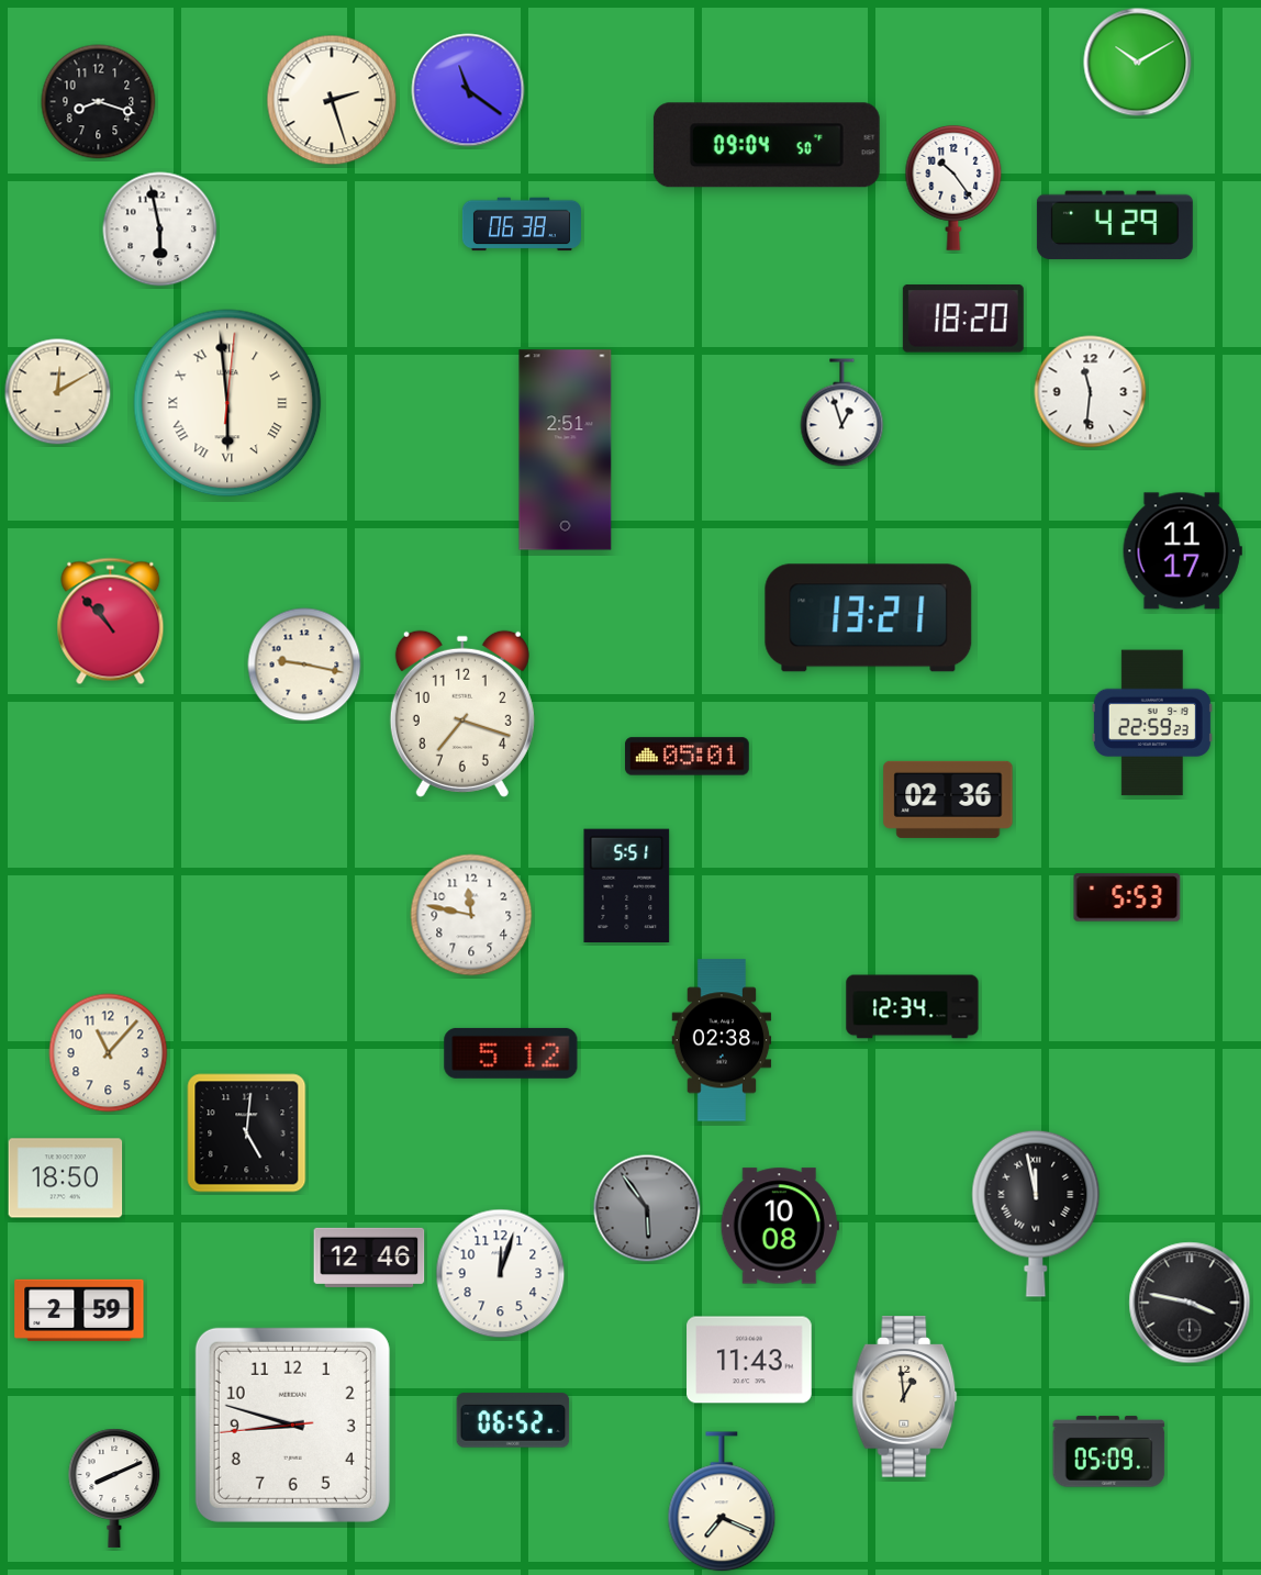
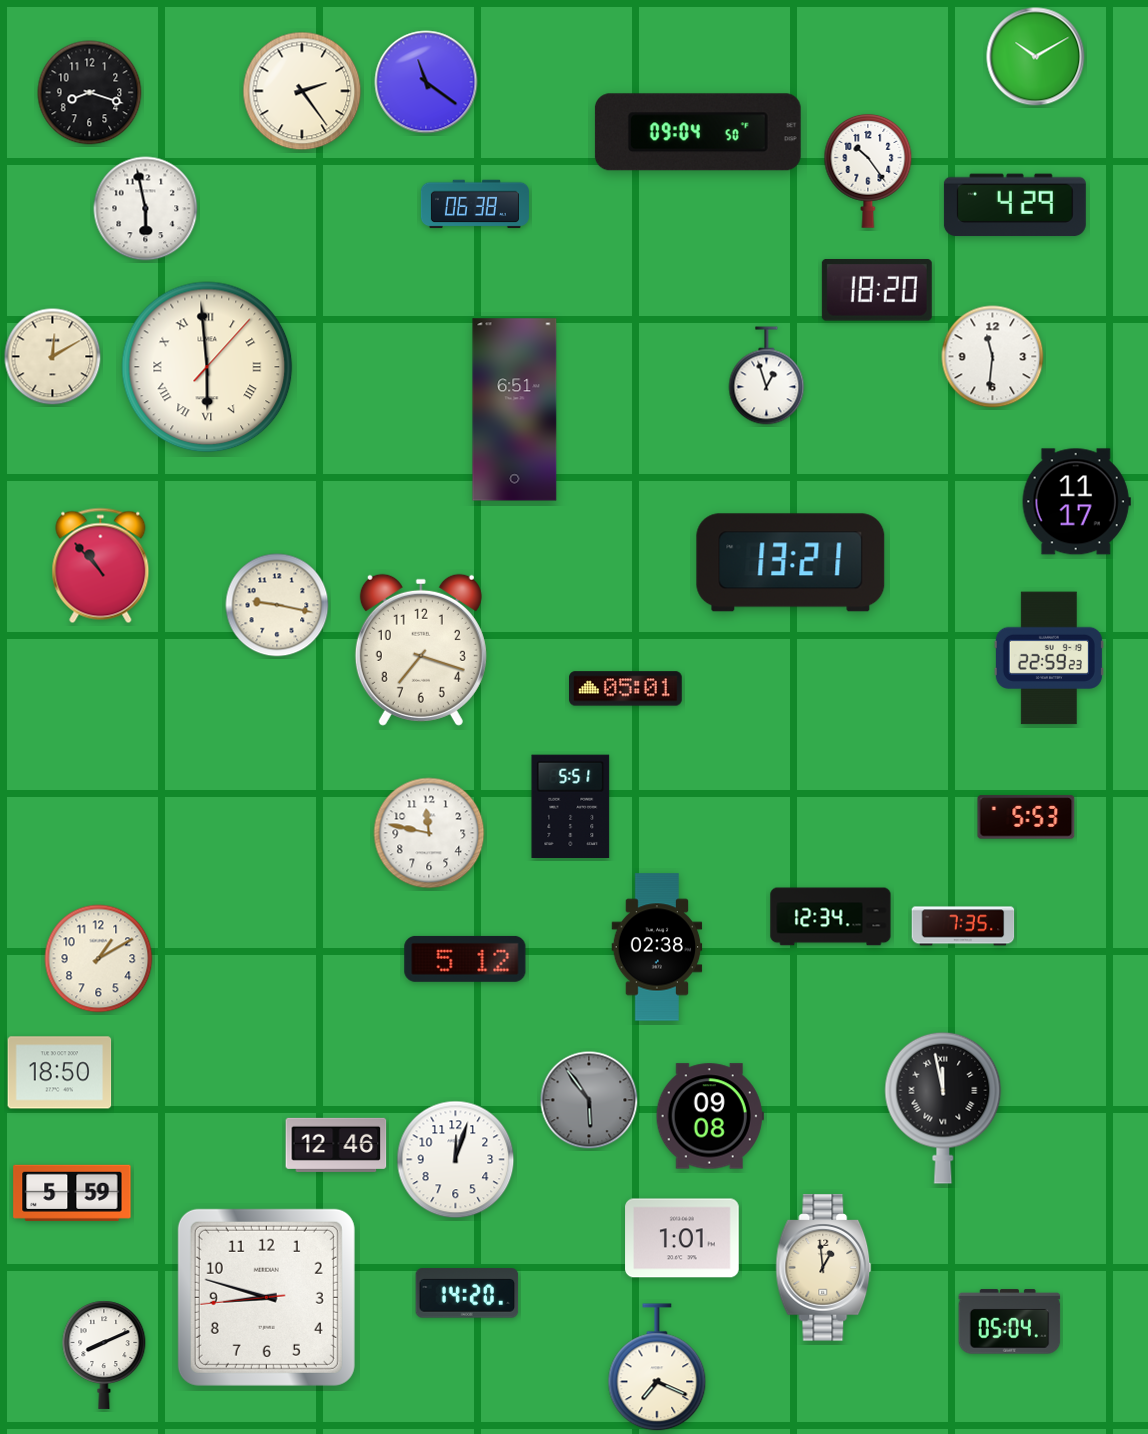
clock at (332, 100): 2:27 -> 2:24
clock at (227, 403): 5:59:01 -> 5:59:07
clock at (566, 450): 2:51 -> 6:51
clock at (948, 800): 02:36 -> none
clock at (963, 926): none -> 7:35
clock at (109, 1053): 11:07 -> 1:10
clock at (247, 1133): 5:01 -> none
clock at (1036, 1214) position: (1036, 1214) -> (943, 1108)
clock at (780, 1226): 10:08 -> 09:08
clock at (1190, 1303): 3:47 -> none
clock at (79, 1310): 2:59 -> 5:59
clock at (749, 1360): 11:43 -> 1:01
clock at (905, 1397) position: (905, 1397) -> (824, 1268)
clock at (513, 1420): 06:52 -> 14:20
clock at (1109, 1452): 05:09 -> 05:04
